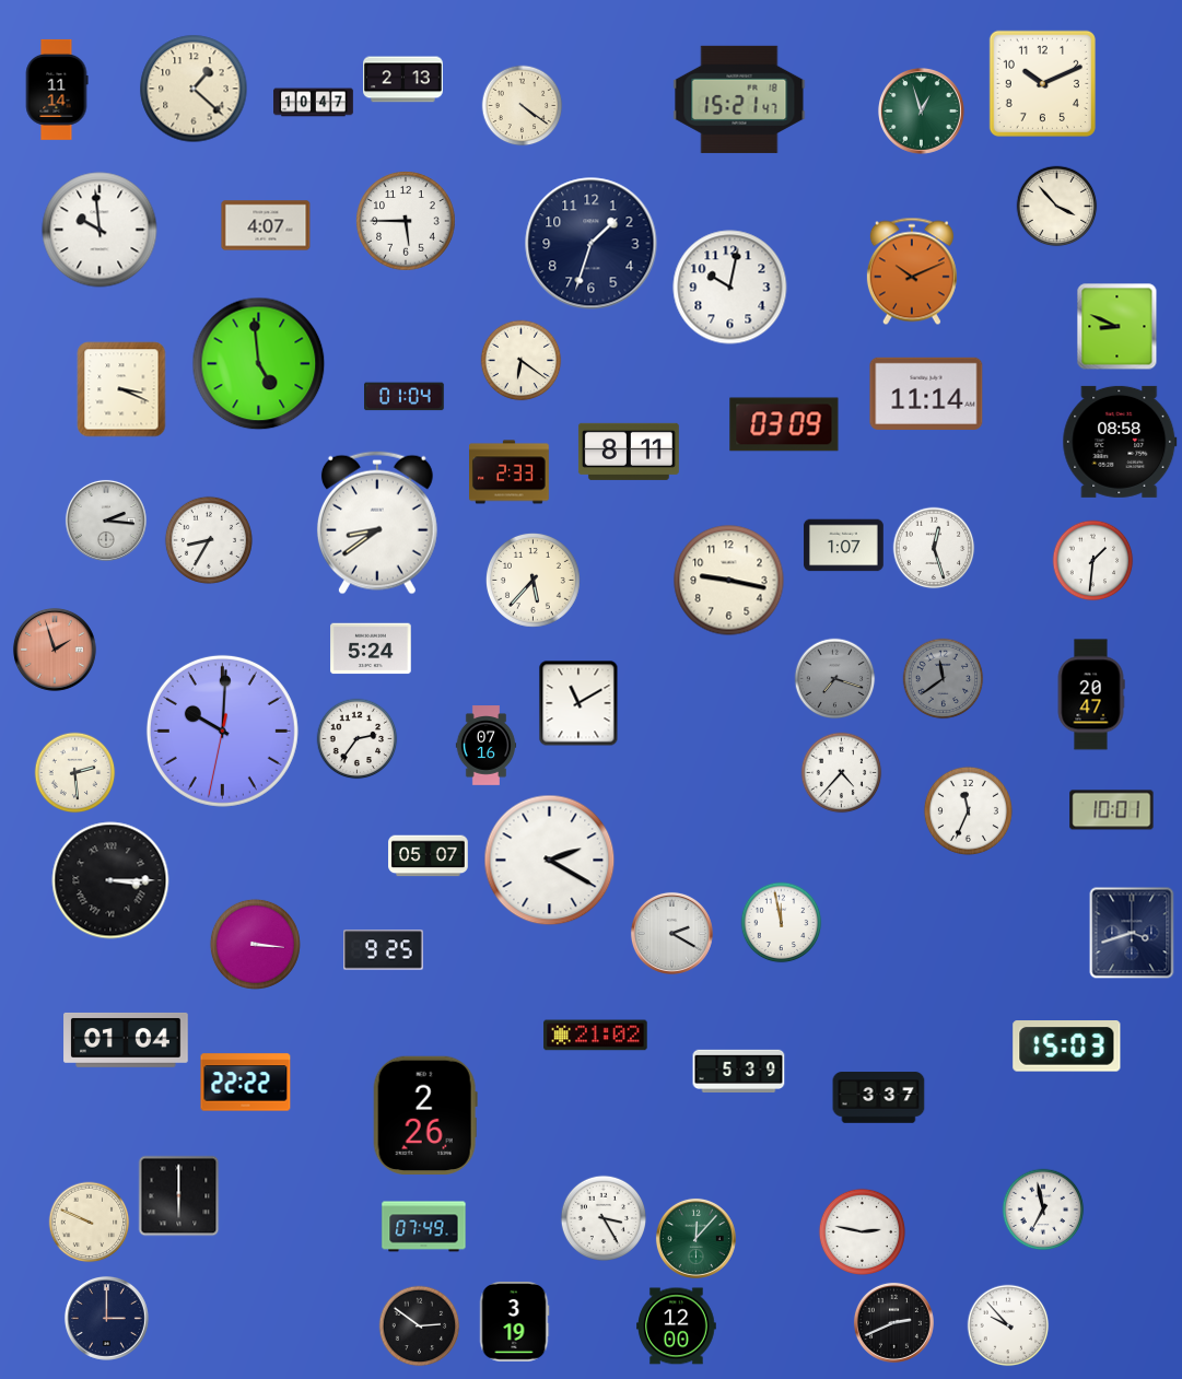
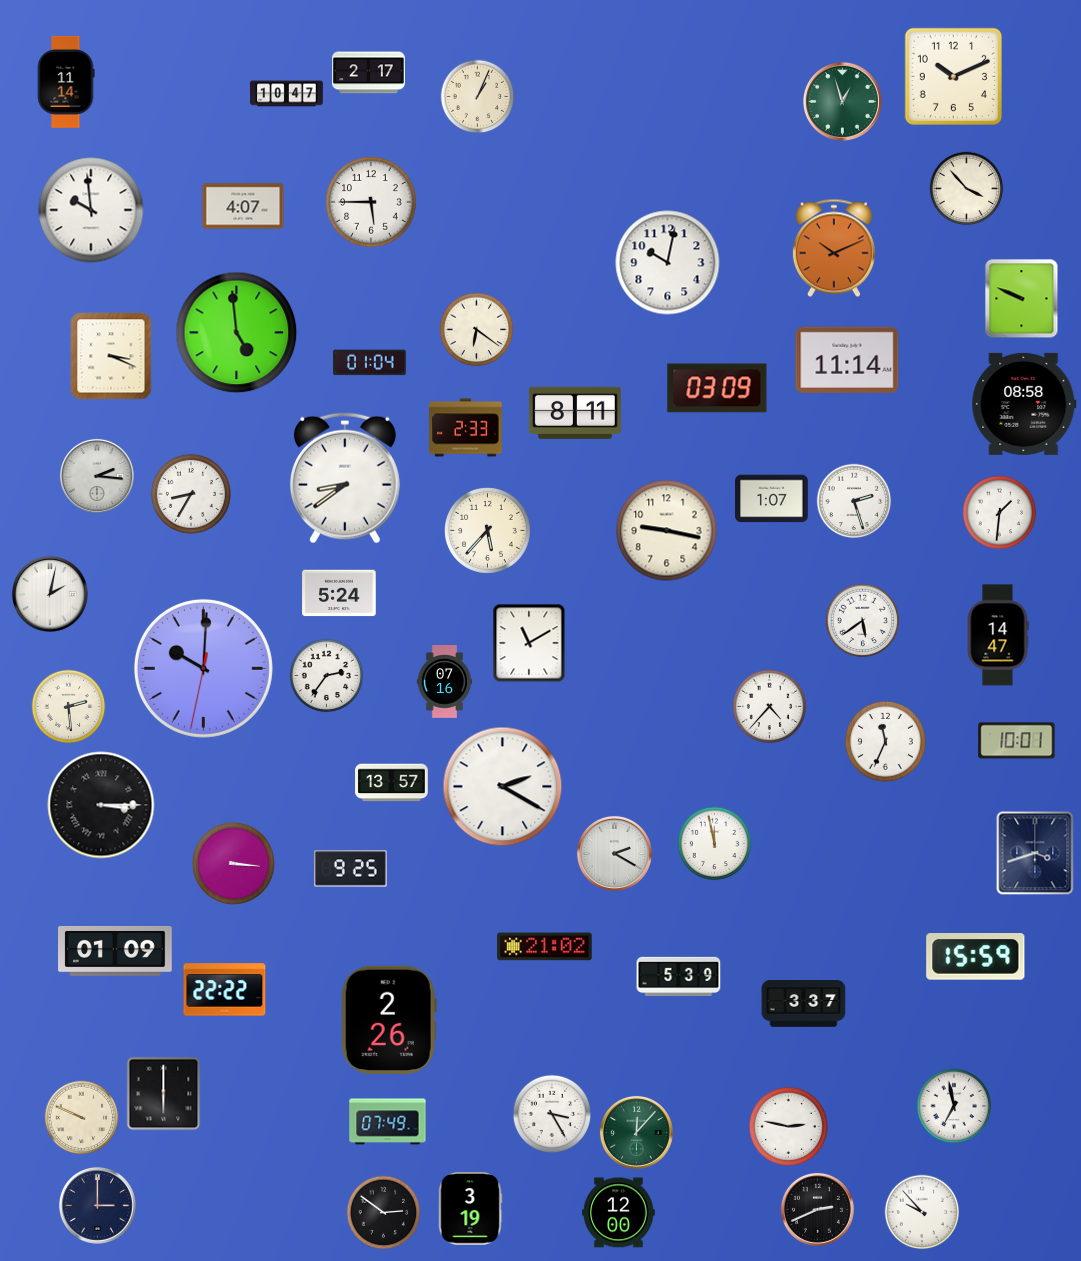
clock at (403, 80): 2:13 -> 2:17
clock at (194, 89): 1:22 -> none
clock at (57, 90) position: (57, 90) -> (66, 82)
clock at (739, 100): 15:21 -> none
clock at (523, 106): 4:21 -> 1:04
clock at (592, 244): 1:33 -> none
clock at (1117, 327): 8:49 -> 9:49
clock at (510, 472) position: (510, 472) -> (466, 428)
clock at (934, 548): 12:27 -> 2:27
clock at (55, 650): 1:57 -> 2:02
clock at (55, 650) dial: salmon -> white
clock at (835, 679): 7:18 -> none
clock at (944, 679): 11:39 -> 5:39
clock at (944, 679) dial: grey -> white
clock at (1091, 694): 20:47 -> 14:47
clock at (429, 856): 05:07 -> 13:57
clock at (126, 1040): 01:04 -> 01:09
clock at (1067, 1047): 15:03 -> 15:59
clock at (739, 1071) position: (739, 1071) -> (679, 976)
